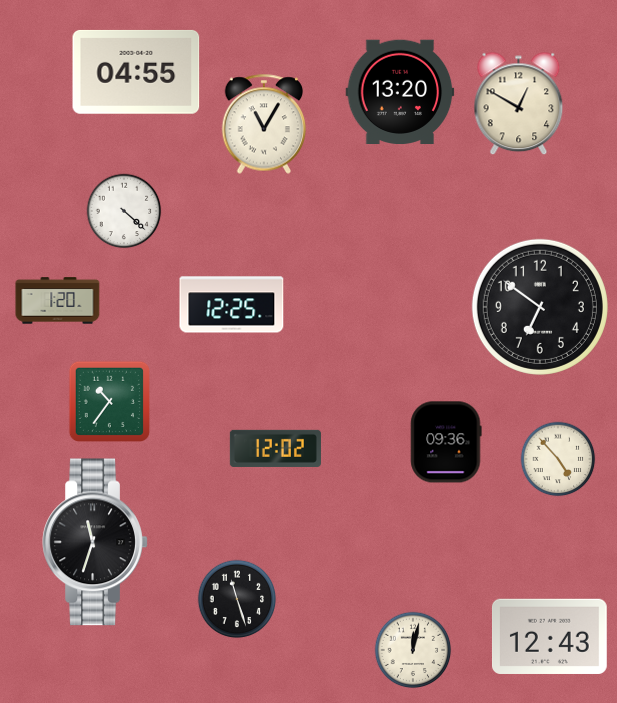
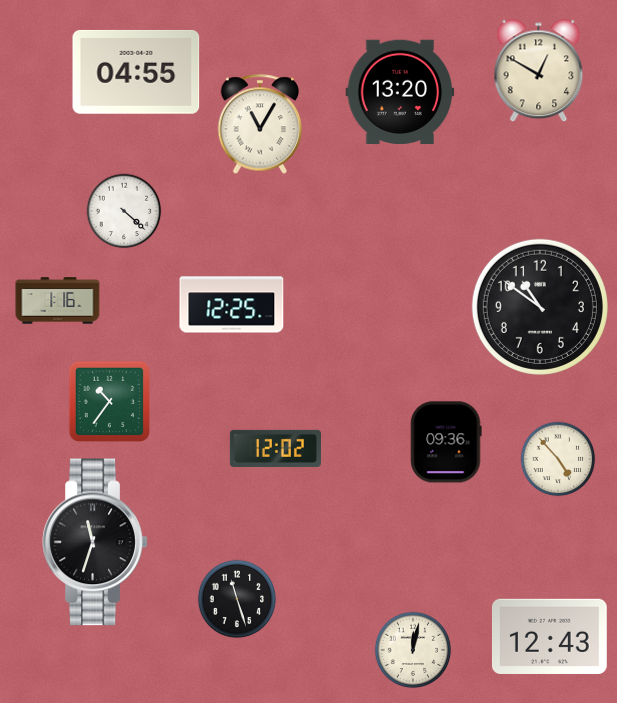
clock at (519, 104) position: (519, 104) -> (539, 71)
clock at (264, 124) position: (264, 124) -> (260, 124)
clock at (58, 301): 1:20 -> 1:16
clock at (540, 307): 6:51 -> 10:51
